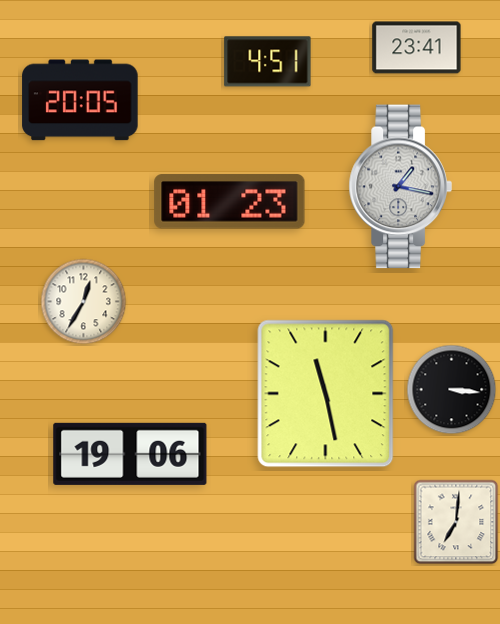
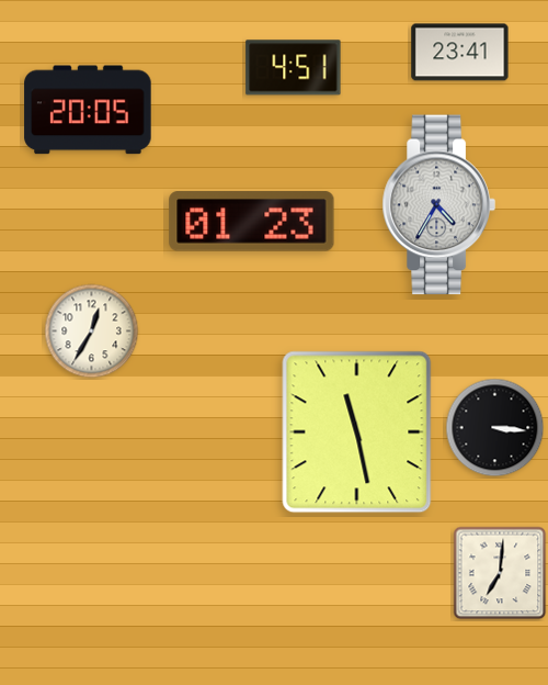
clock at (417, 48) position: (417, 48) -> (460, 53)
clock at (400, 187): 1:17 -> 4:35
clock at (130, 454): 19:06 -> none
